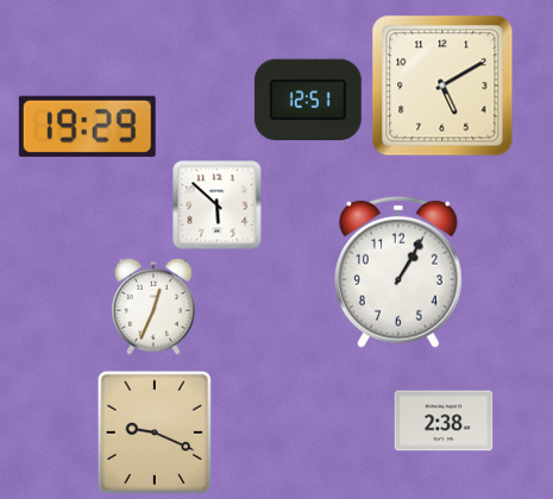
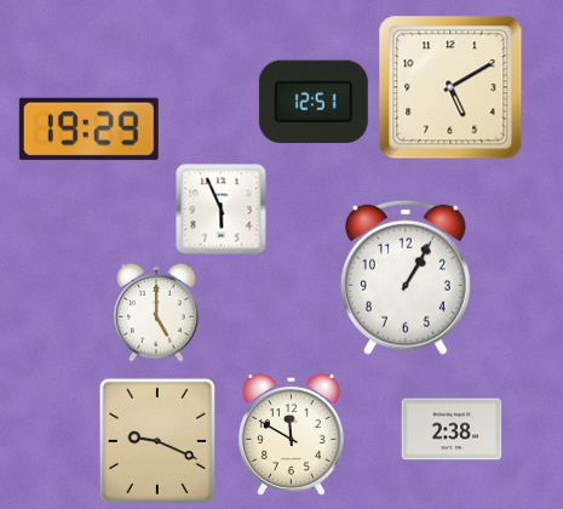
clock at (218, 206): 5:52 -> 5:56
clock at (153, 307): 12:34 -> 5:00
clock at (291, 434): none -> 11:50
